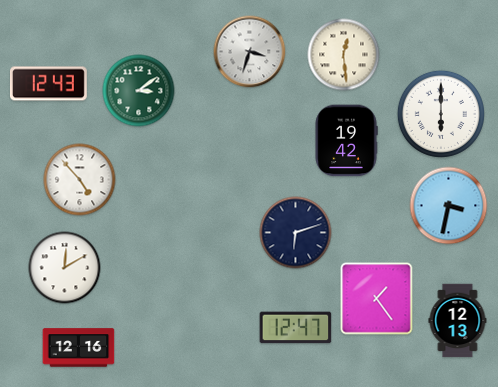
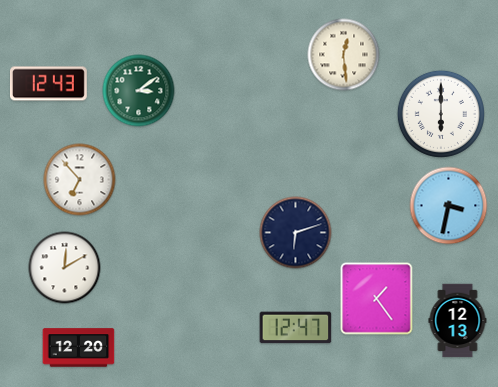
clock at (250, 52): 3:33 -> none
clock at (346, 141): 19:42 -> none
clock at (80, 180): 4:53 -> 6:53
clock at (79, 348): 12:16 -> 12:20
